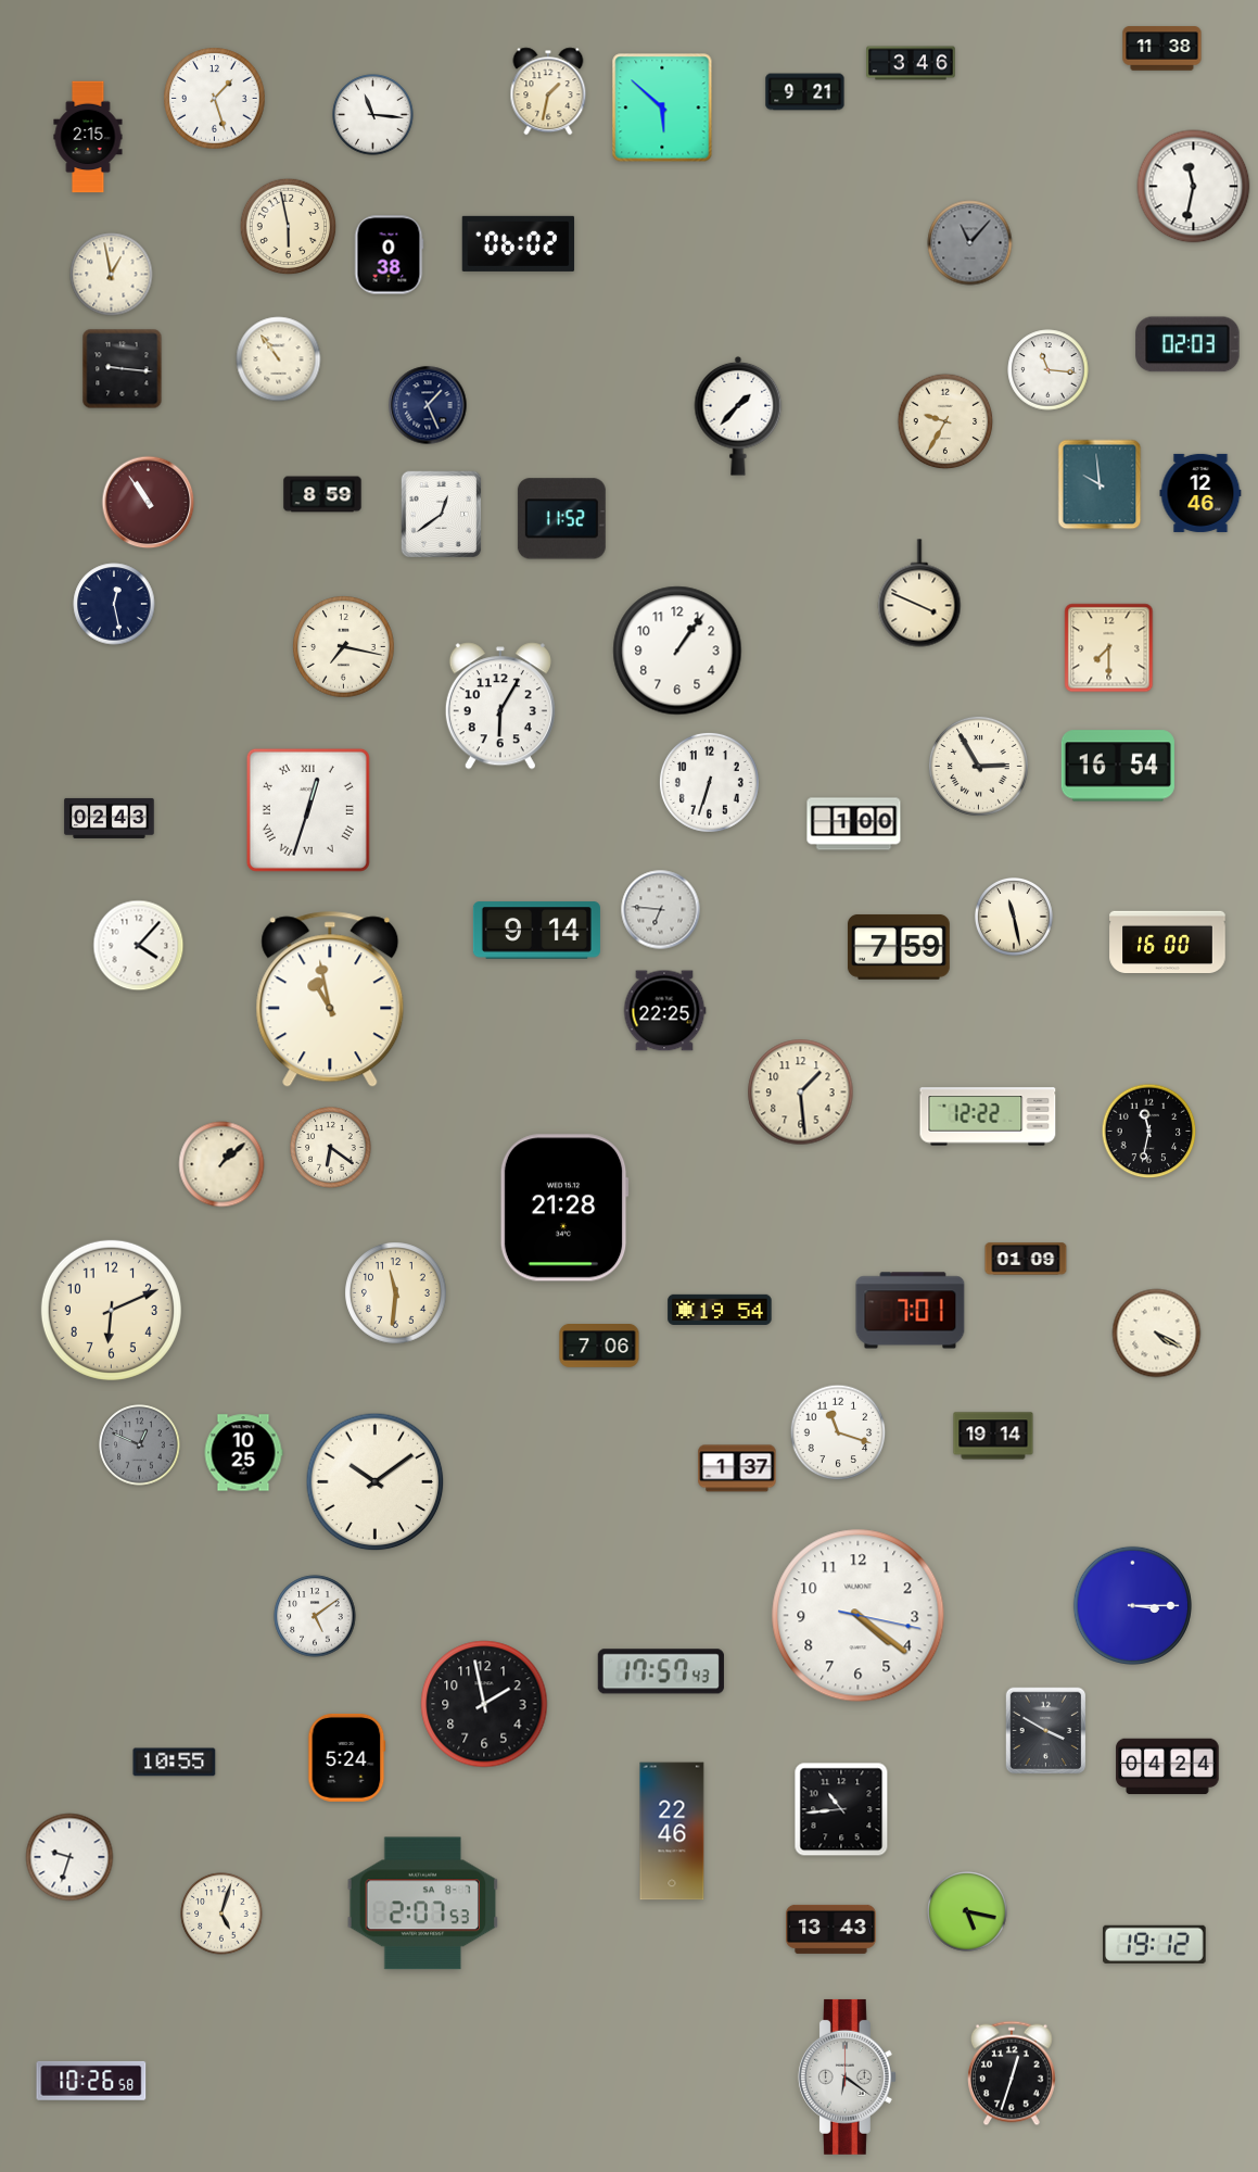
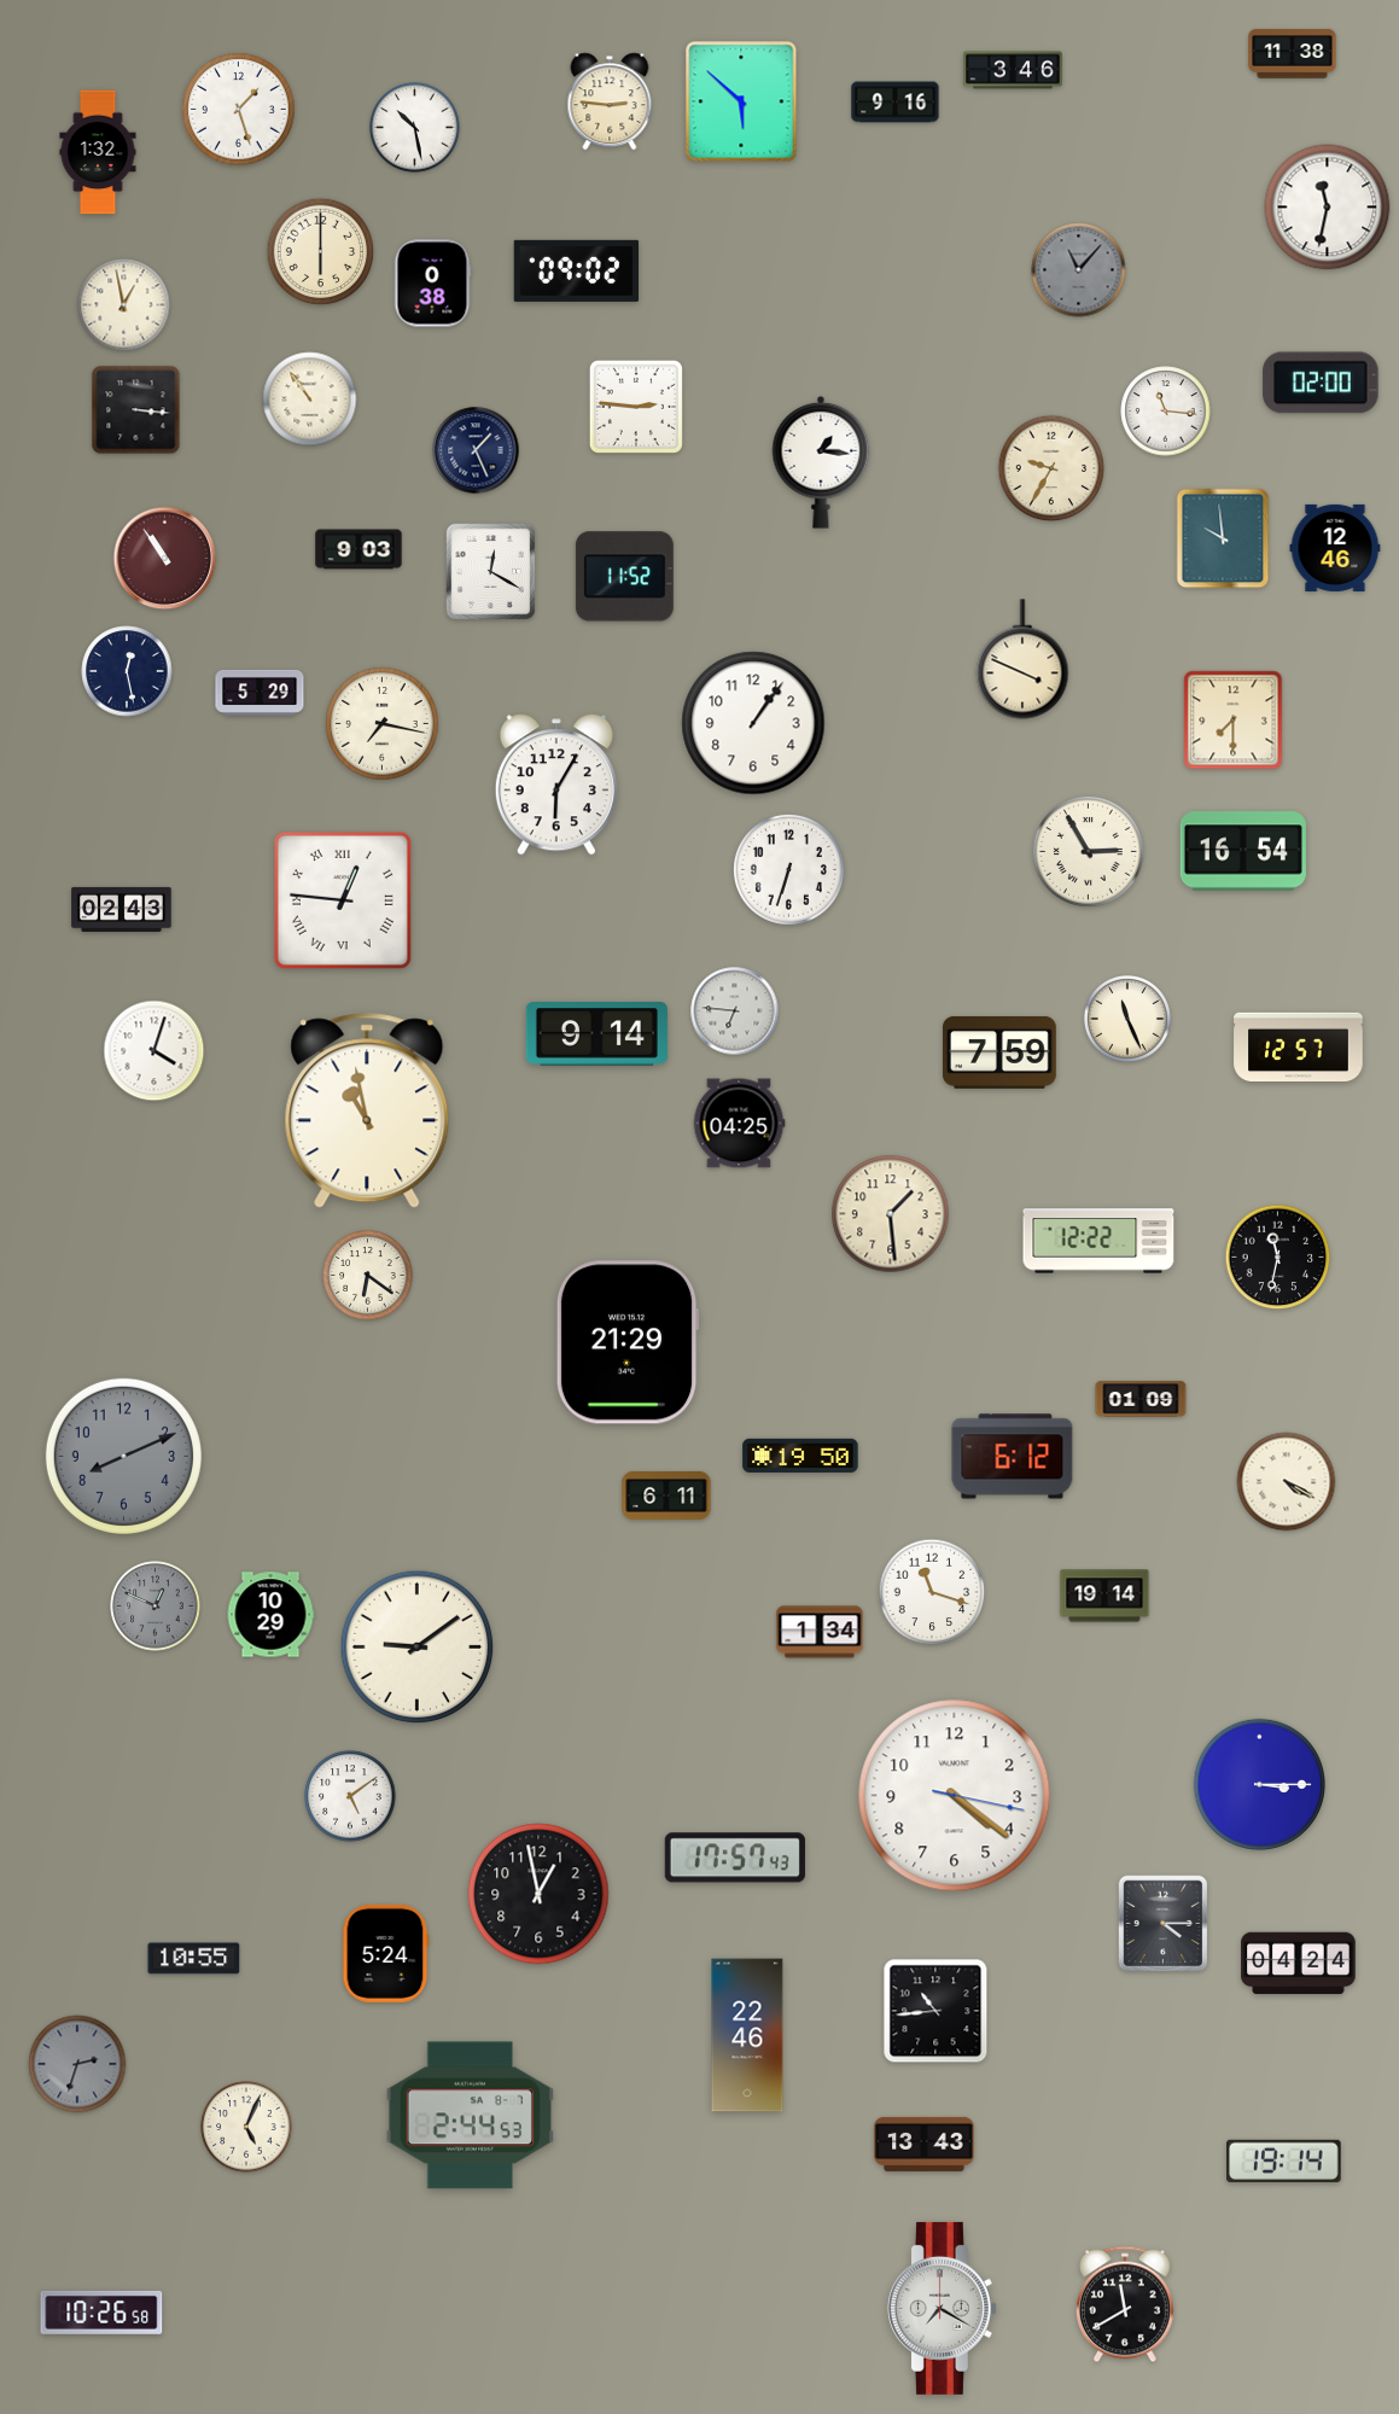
clock at (548, 91): 1:32 -> 2:46
clock at (805, 92): 9:21 -> 9:16
clock at (662, 108) position: (662, 108) -> (741, 101)
clock at (373, 115): 11:16 -> 10:28
clock at (88, 137): 2:15 -> 1:32
clock at (289, 227): 5:58 -> 6:00
clock at (519, 243): 06:02 -> 09:02
clock at (1187, 344): 02:03 -> 02:00
clock at (636, 407): none -> 2:46
clock at (123, 369): 9:16 -> 3:16
clock at (738, 416): 1:37 -> 1:16
clock at (322, 494): 8:59 -> 9:03
clock at (442, 515): 12:39 -> 12:20
clock at (260, 693): none -> 5:29
clock at (344, 647) position: (344, 647) -> (383, 724)
clock at (308, 810): 12:33 -> 12:46
clock at (854, 824): 1:00 -> none
clock at (1015, 918): 11:28 -> 11:26
clock at (1168, 942): 16:00 -> 12:57
clock at (139, 946): 4:07 -> 4:03
clock at (664, 1011): 22:25 -> 04:25
clock at (221, 1164): 1:08 -> none
clock at (564, 1208): 21:28 -> 21:29
clock at (396, 1293): 11:31 -> none
clock at (111, 1310): 6:11 -> 8:11
clock at (111, 1310) dial: cream -> grey
clock at (720, 1310): 19:54 -> 19:50
clock at (911, 1311): 7:01 -> 6:12
clock at (599, 1347): 7:06 -> 6:11
clock at (243, 1453): 10:25 -> 10:29
clock at (737, 1468): 1:37 -> 1:34
clock at (376, 1482): 10:09 -> 9:09
clock at (484, 1704): 1:58 -> 12:58
clock at (1046, 1731): 3:50 -> 4:15
clock at (69, 1857): 9:33 -> 2:33
clock at (69, 1857) dial: white -> grey
clock at (423, 1904): 2:07 -> 2:44
clock at (967, 1911): 5:17 -> none
clock at (221, 1914): 5:03 -> 5:04
clock at (1155, 1944): 19:12 -> 19:14
clock at (1013, 2073): 12:33 -> 11:40
clock at (847, 2076): 6:21 -> 7:20
